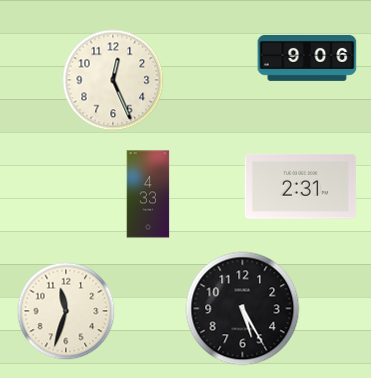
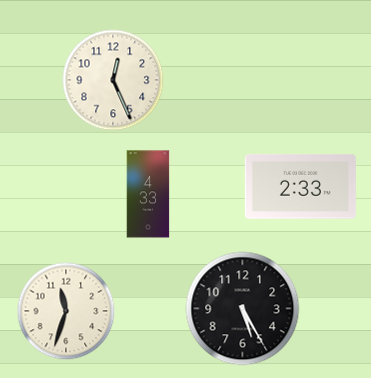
clock at (307, 58): 9:06 -> none
clock at (300, 186): 2:31 -> 2:33
